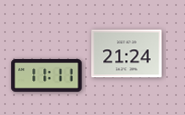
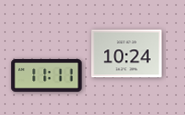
clock at (127, 54): 21:24 -> 10:24
